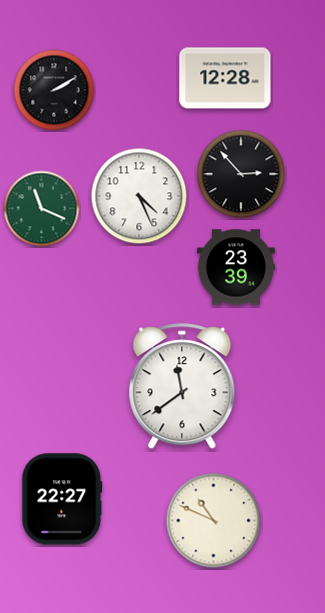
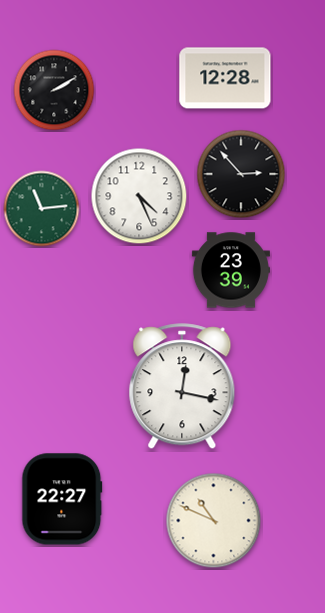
clock at (42, 209): 11:19 -> 11:14
clock at (236, 267) position: (236, 267) -> (231, 270)
clock at (182, 387): 11:39 -> 12:17
